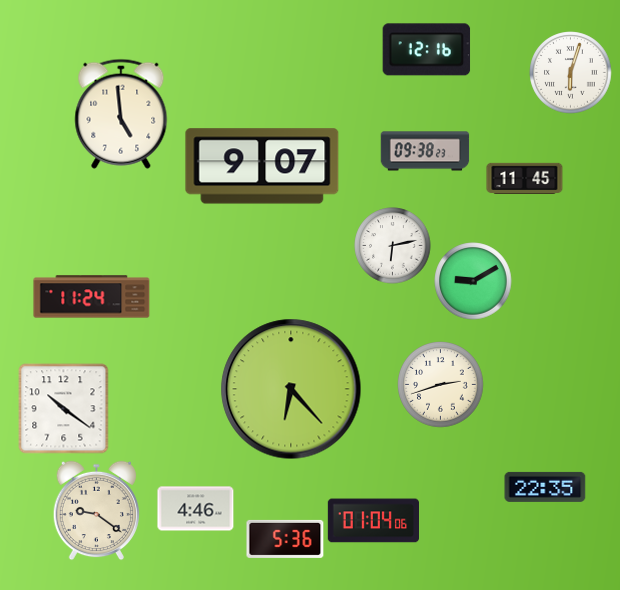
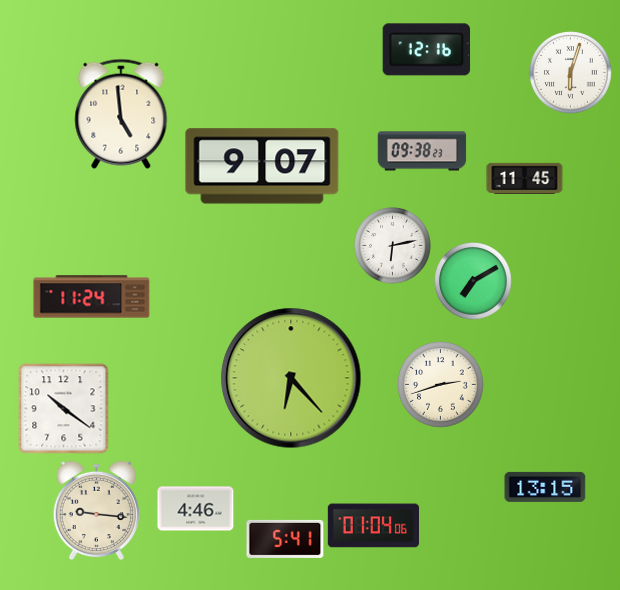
clock at (425, 151) position: (425, 151) -> (422, 151)
clock at (473, 281): 9:10 -> 7:10
clock at (291, 389) position: (291, 389) -> (291, 378)
clock at (545, 487): 22:35 -> 13:15
clock at (96, 511): 9:21 -> 9:16
clock at (373, 521) position: (373, 521) -> (373, 526)
clock at (285, 539): 5:36 -> 5:41
